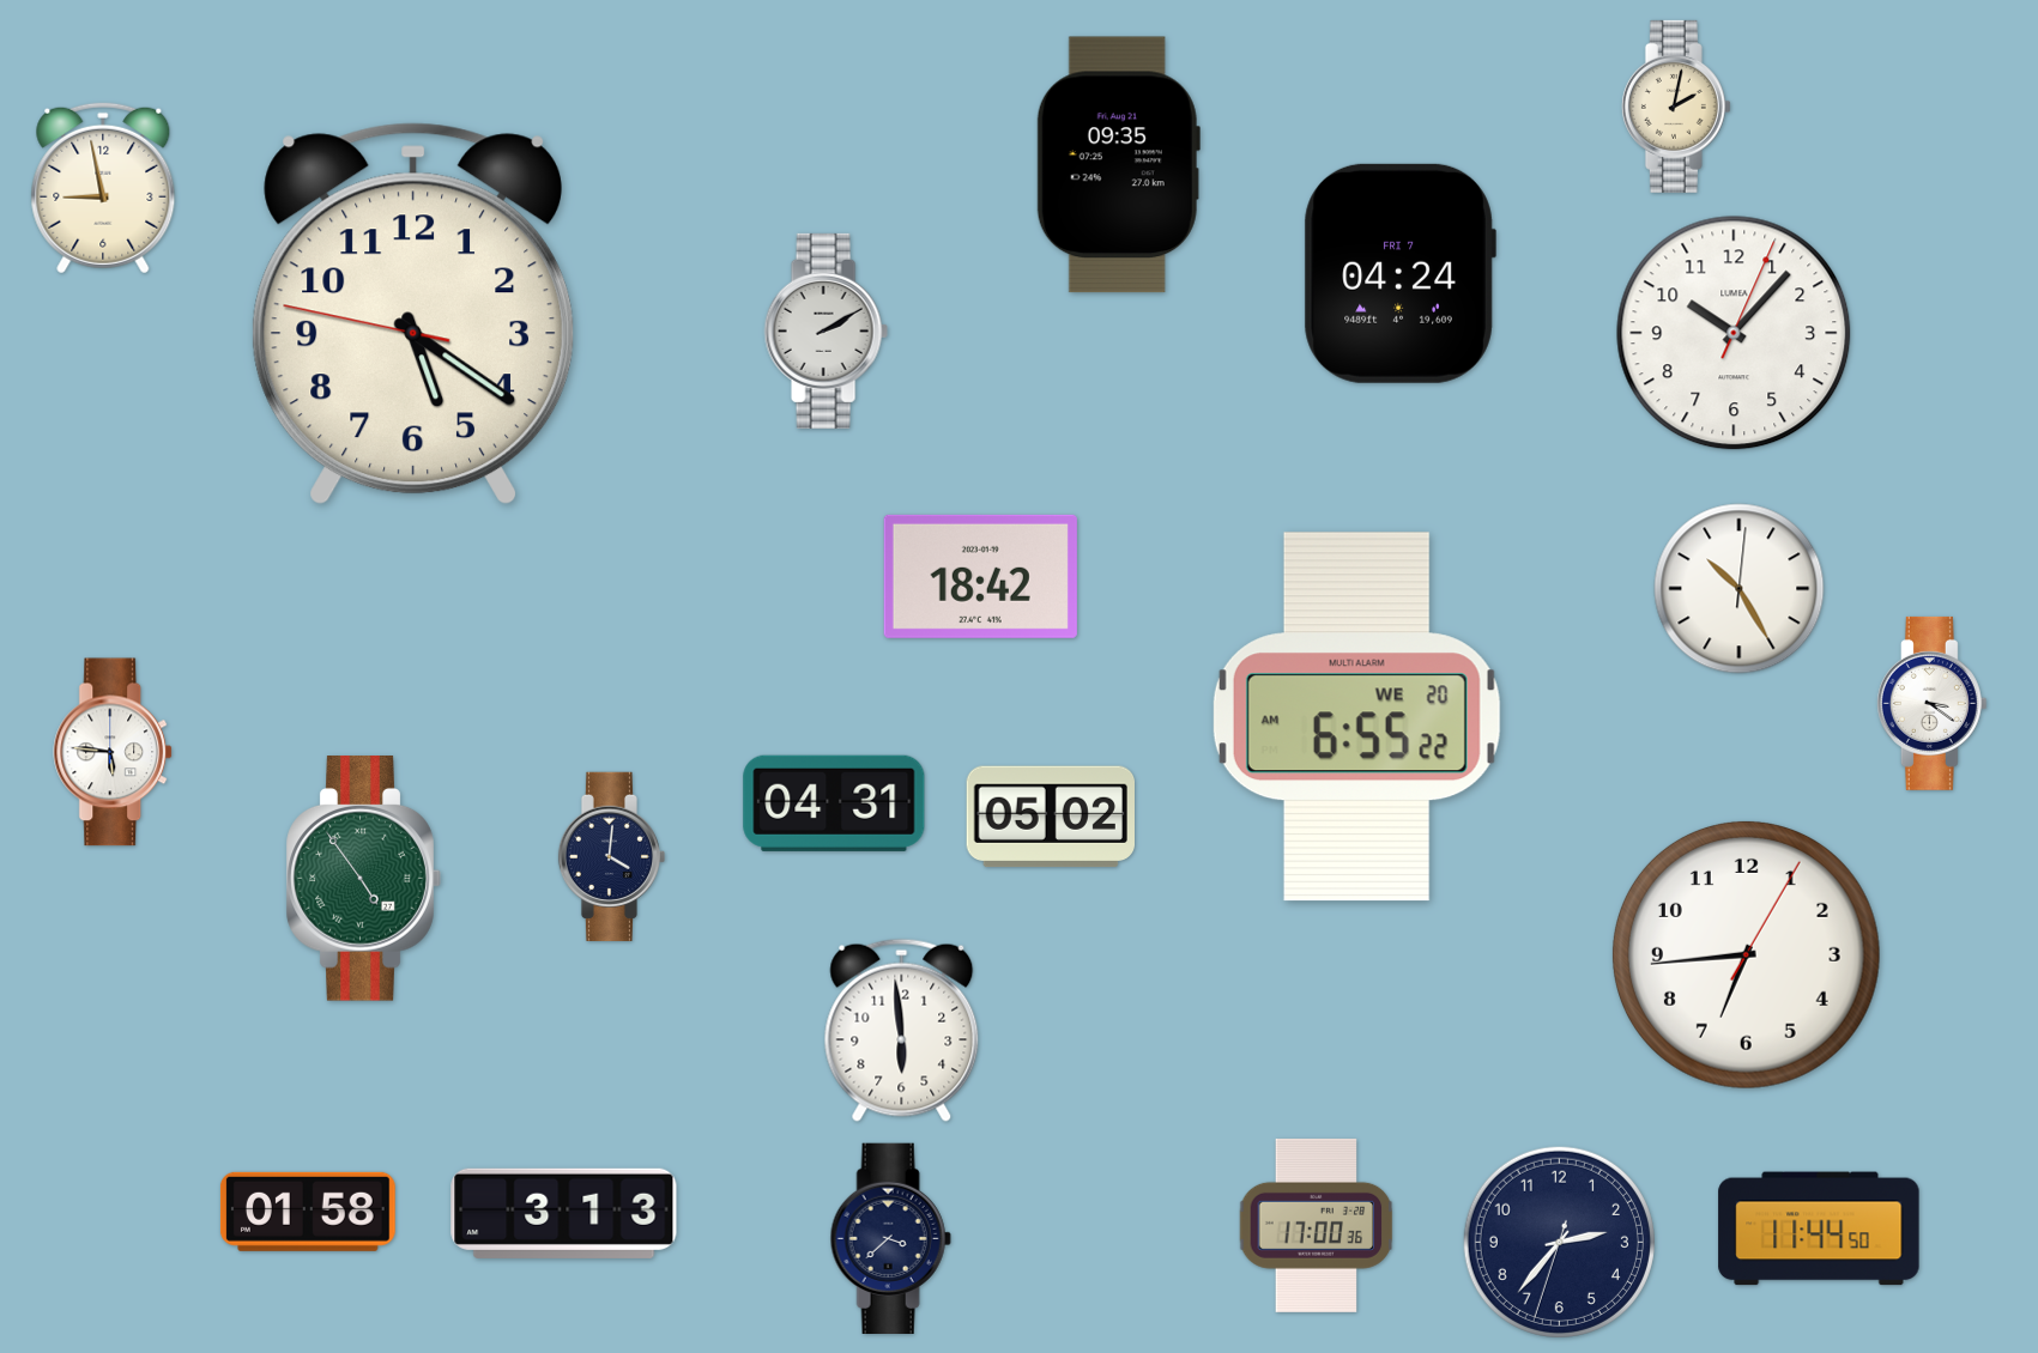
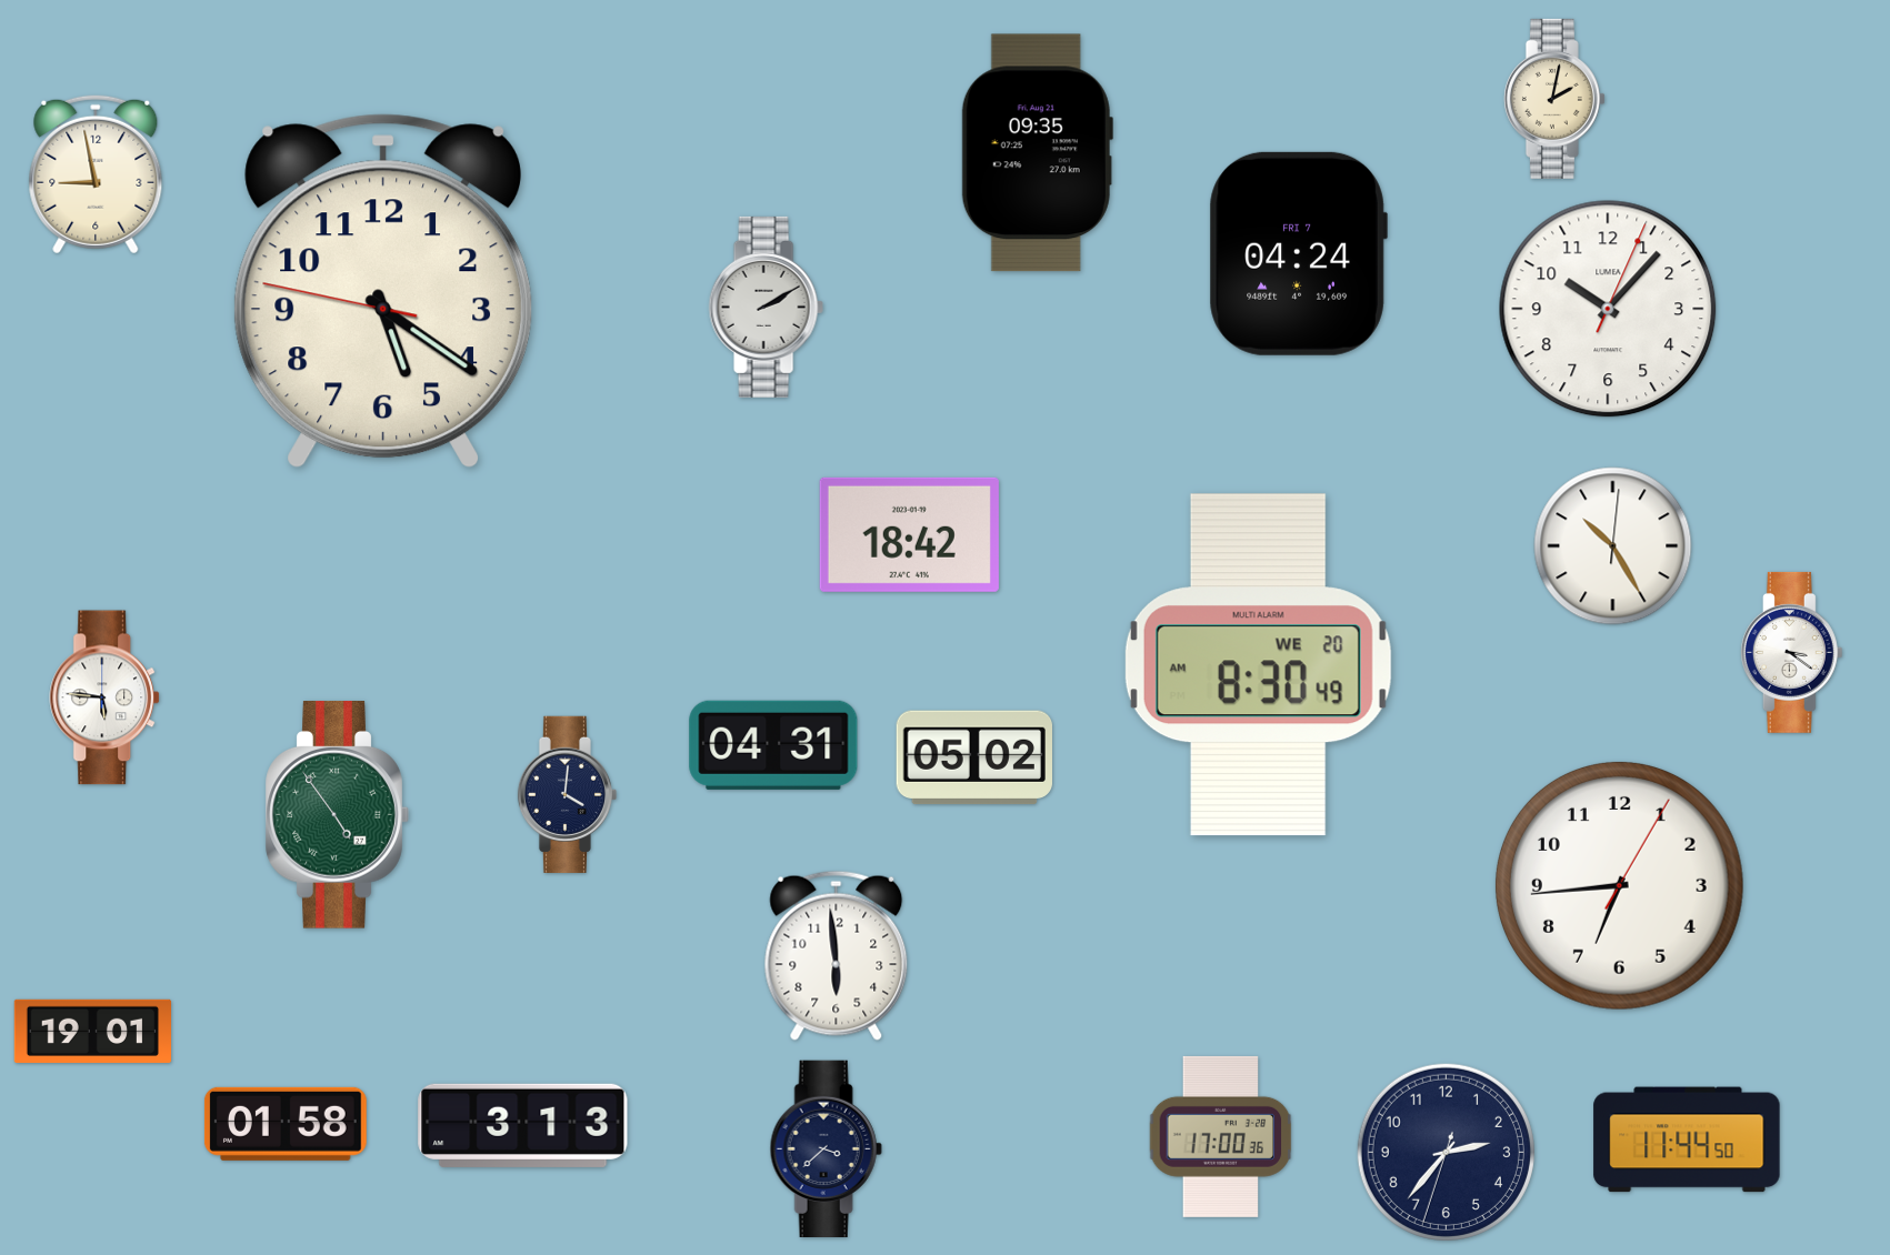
clock at (1356, 717): 6:55 -> 8:30
clock at (92, 1031): none -> 19:01
